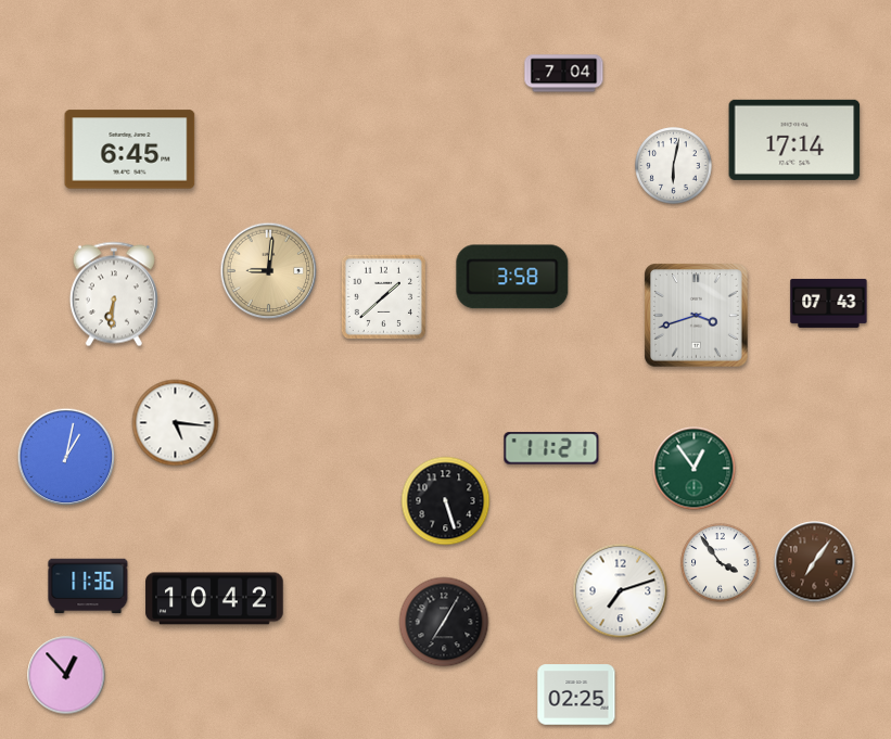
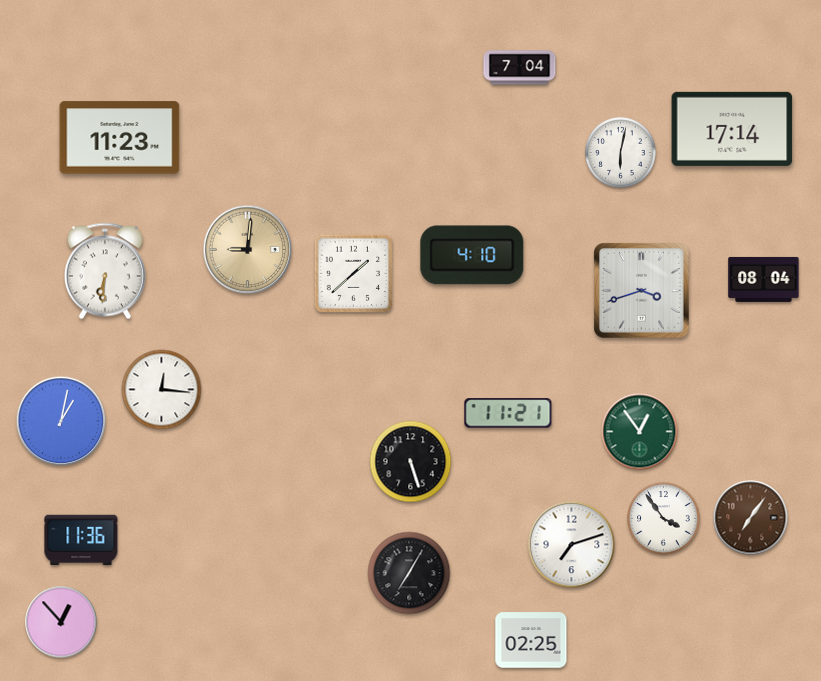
clock at (130, 150): 6:45 -> 11:23
clock at (512, 277): 3:58 -> 4:10
clock at (829, 303): 07:43 -> 08:04
clock at (176, 423): 5:16 -> 12:16
clock at (215, 599): 10:42 -> none
